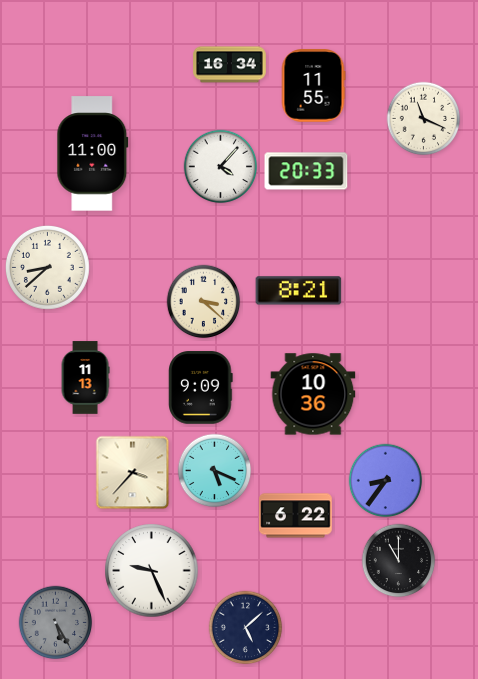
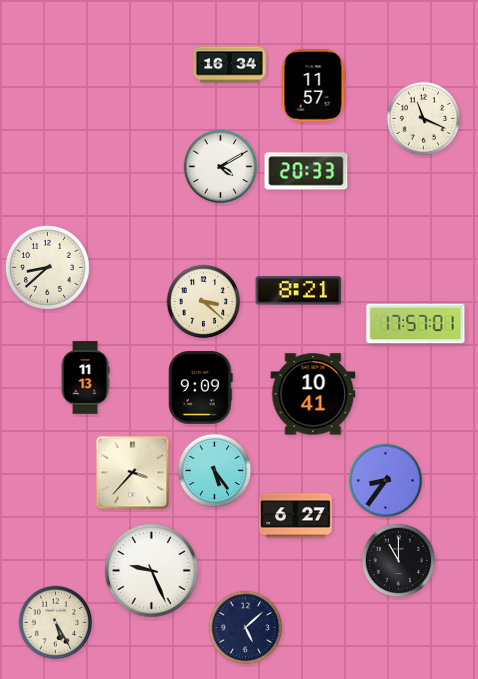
clock at (313, 86): 11:55 -> 11:57
clock at (93, 154): 11:00 -> none
clock at (221, 167): 4:07 -> 4:10
clock at (416, 324): none -> 17:57
clock at (313, 394): 10:36 -> 10:41
clock at (215, 471): 5:19 -> 5:24
clock at (296, 516): 6:22 -> 6:27
clock at (56, 623) dial: grey -> cream
